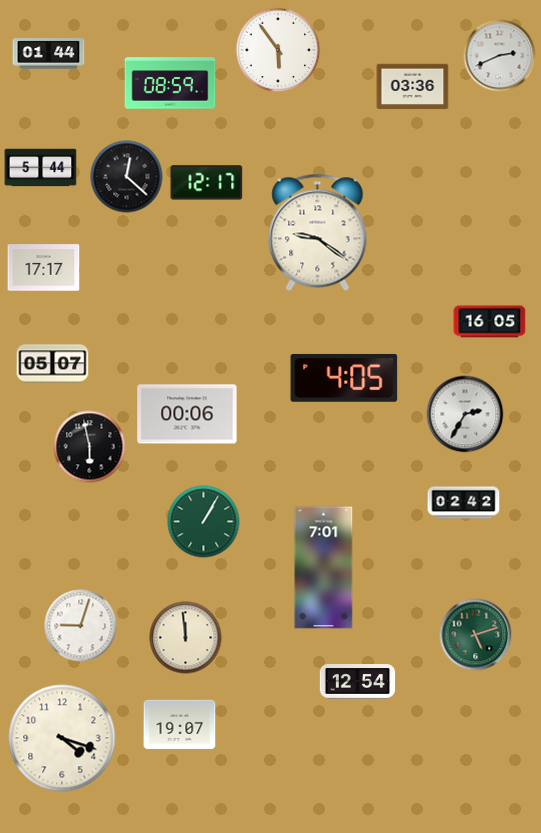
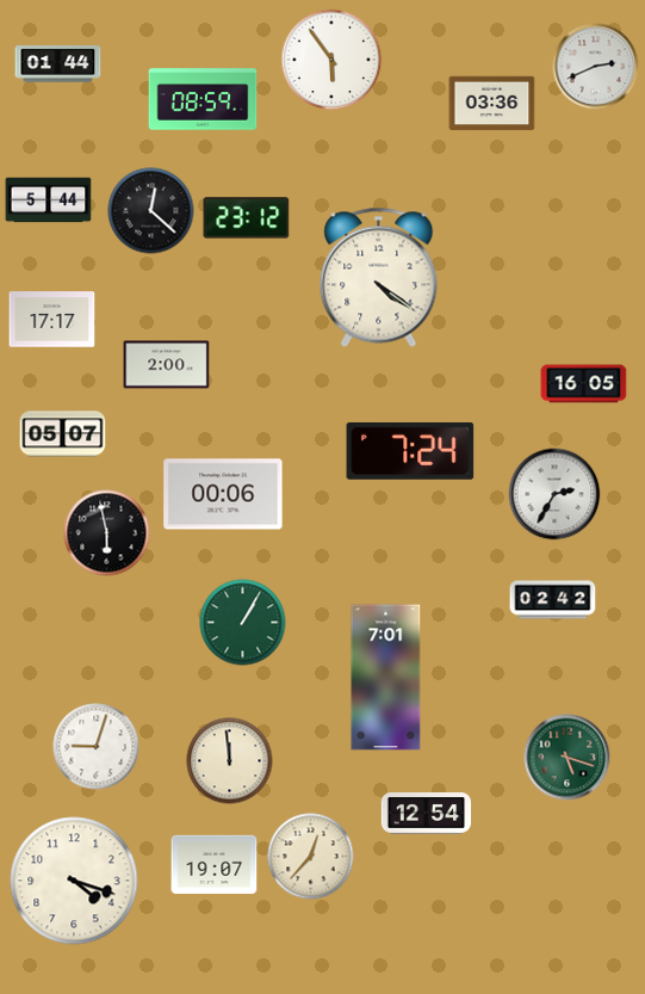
clock at (207, 183): 12:17 -> 23:12
clock at (318, 232): 9:21 -> 4:21
clock at (167, 365): none -> 2:00
clock at (344, 378): 4:05 -> 7:24
clock at (476, 635): 5:12 -> 5:18
clock at (186, 638) position: (186, 638) -> (230, 761)
clock at (311, 857): none -> 12:37
